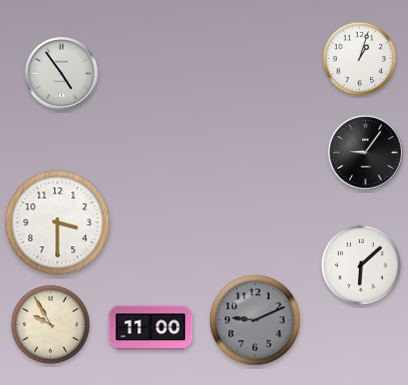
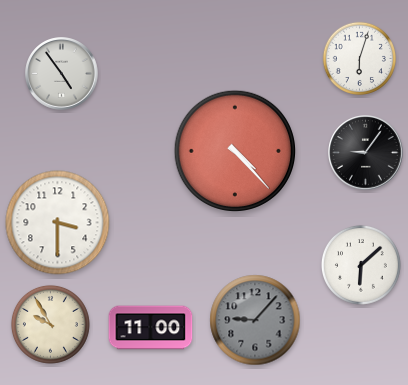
clock at (359, 58): 1:03 -> 6:03
clock at (234, 150): none -> 4:23
clock at (255, 320): 9:11 -> 9:07
